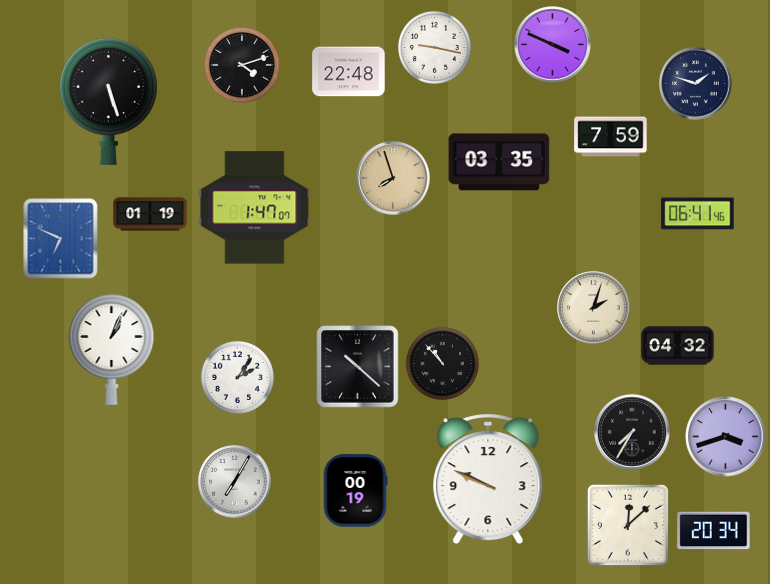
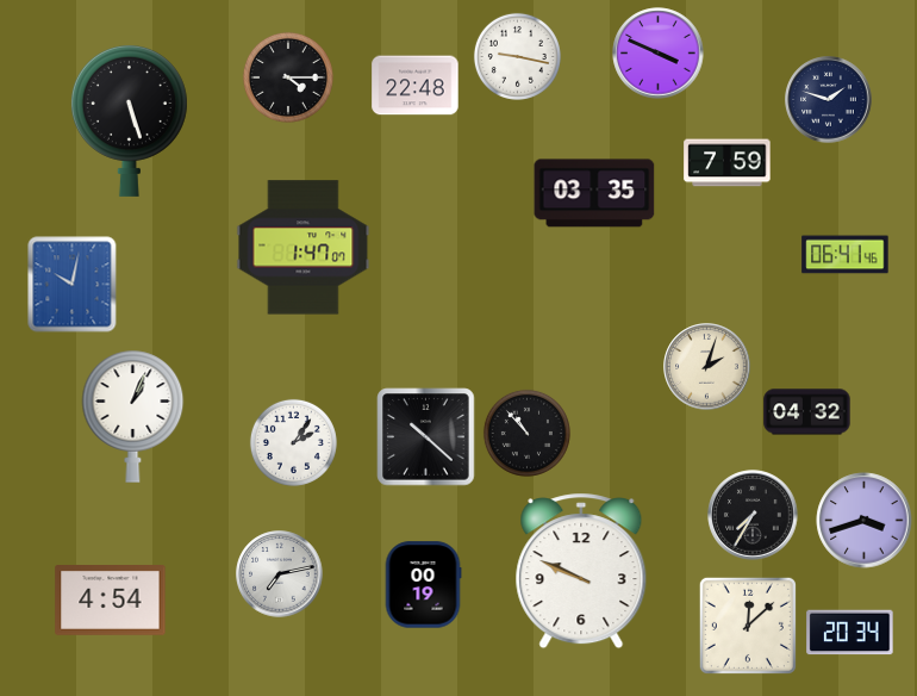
clock at (242, 65): 4:12 -> 4:15
clock at (393, 178): 7:57 -> none
clock at (150, 214): 01:19 -> none
clock at (698, 214) position: (698, 214) -> (846, 255)
clock at (61, 239): 6:49 -> 10:02
clock at (237, 377) position: (237, 377) -> (293, 442)
clock at (235, 482): 7:05 -> 7:13
clock at (111, 601): none -> 4:54
